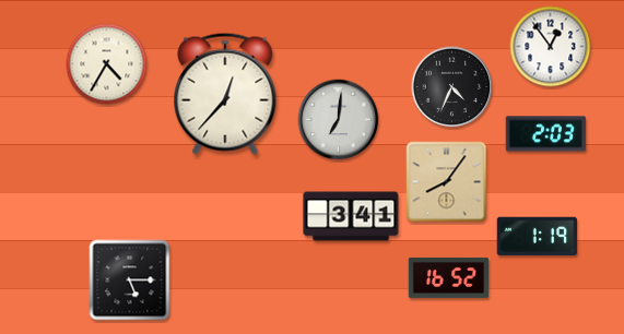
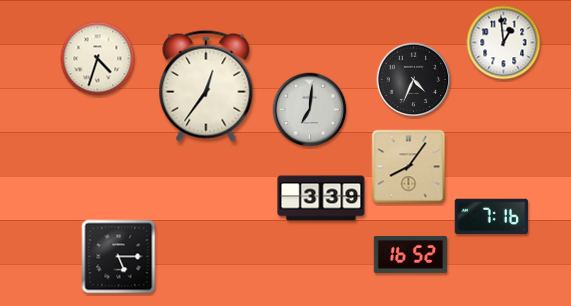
clock at (551, 47): 12:54 -> 12:59
clock at (107, 64): 4:35 -> 4:33
clock at (225, 94): 12:37 -> 12:36
clock at (546, 134): 2:03 -> none
clock at (351, 216): 3:41 -> 3:39
clock at (537, 236): 1:19 -> 7:16
